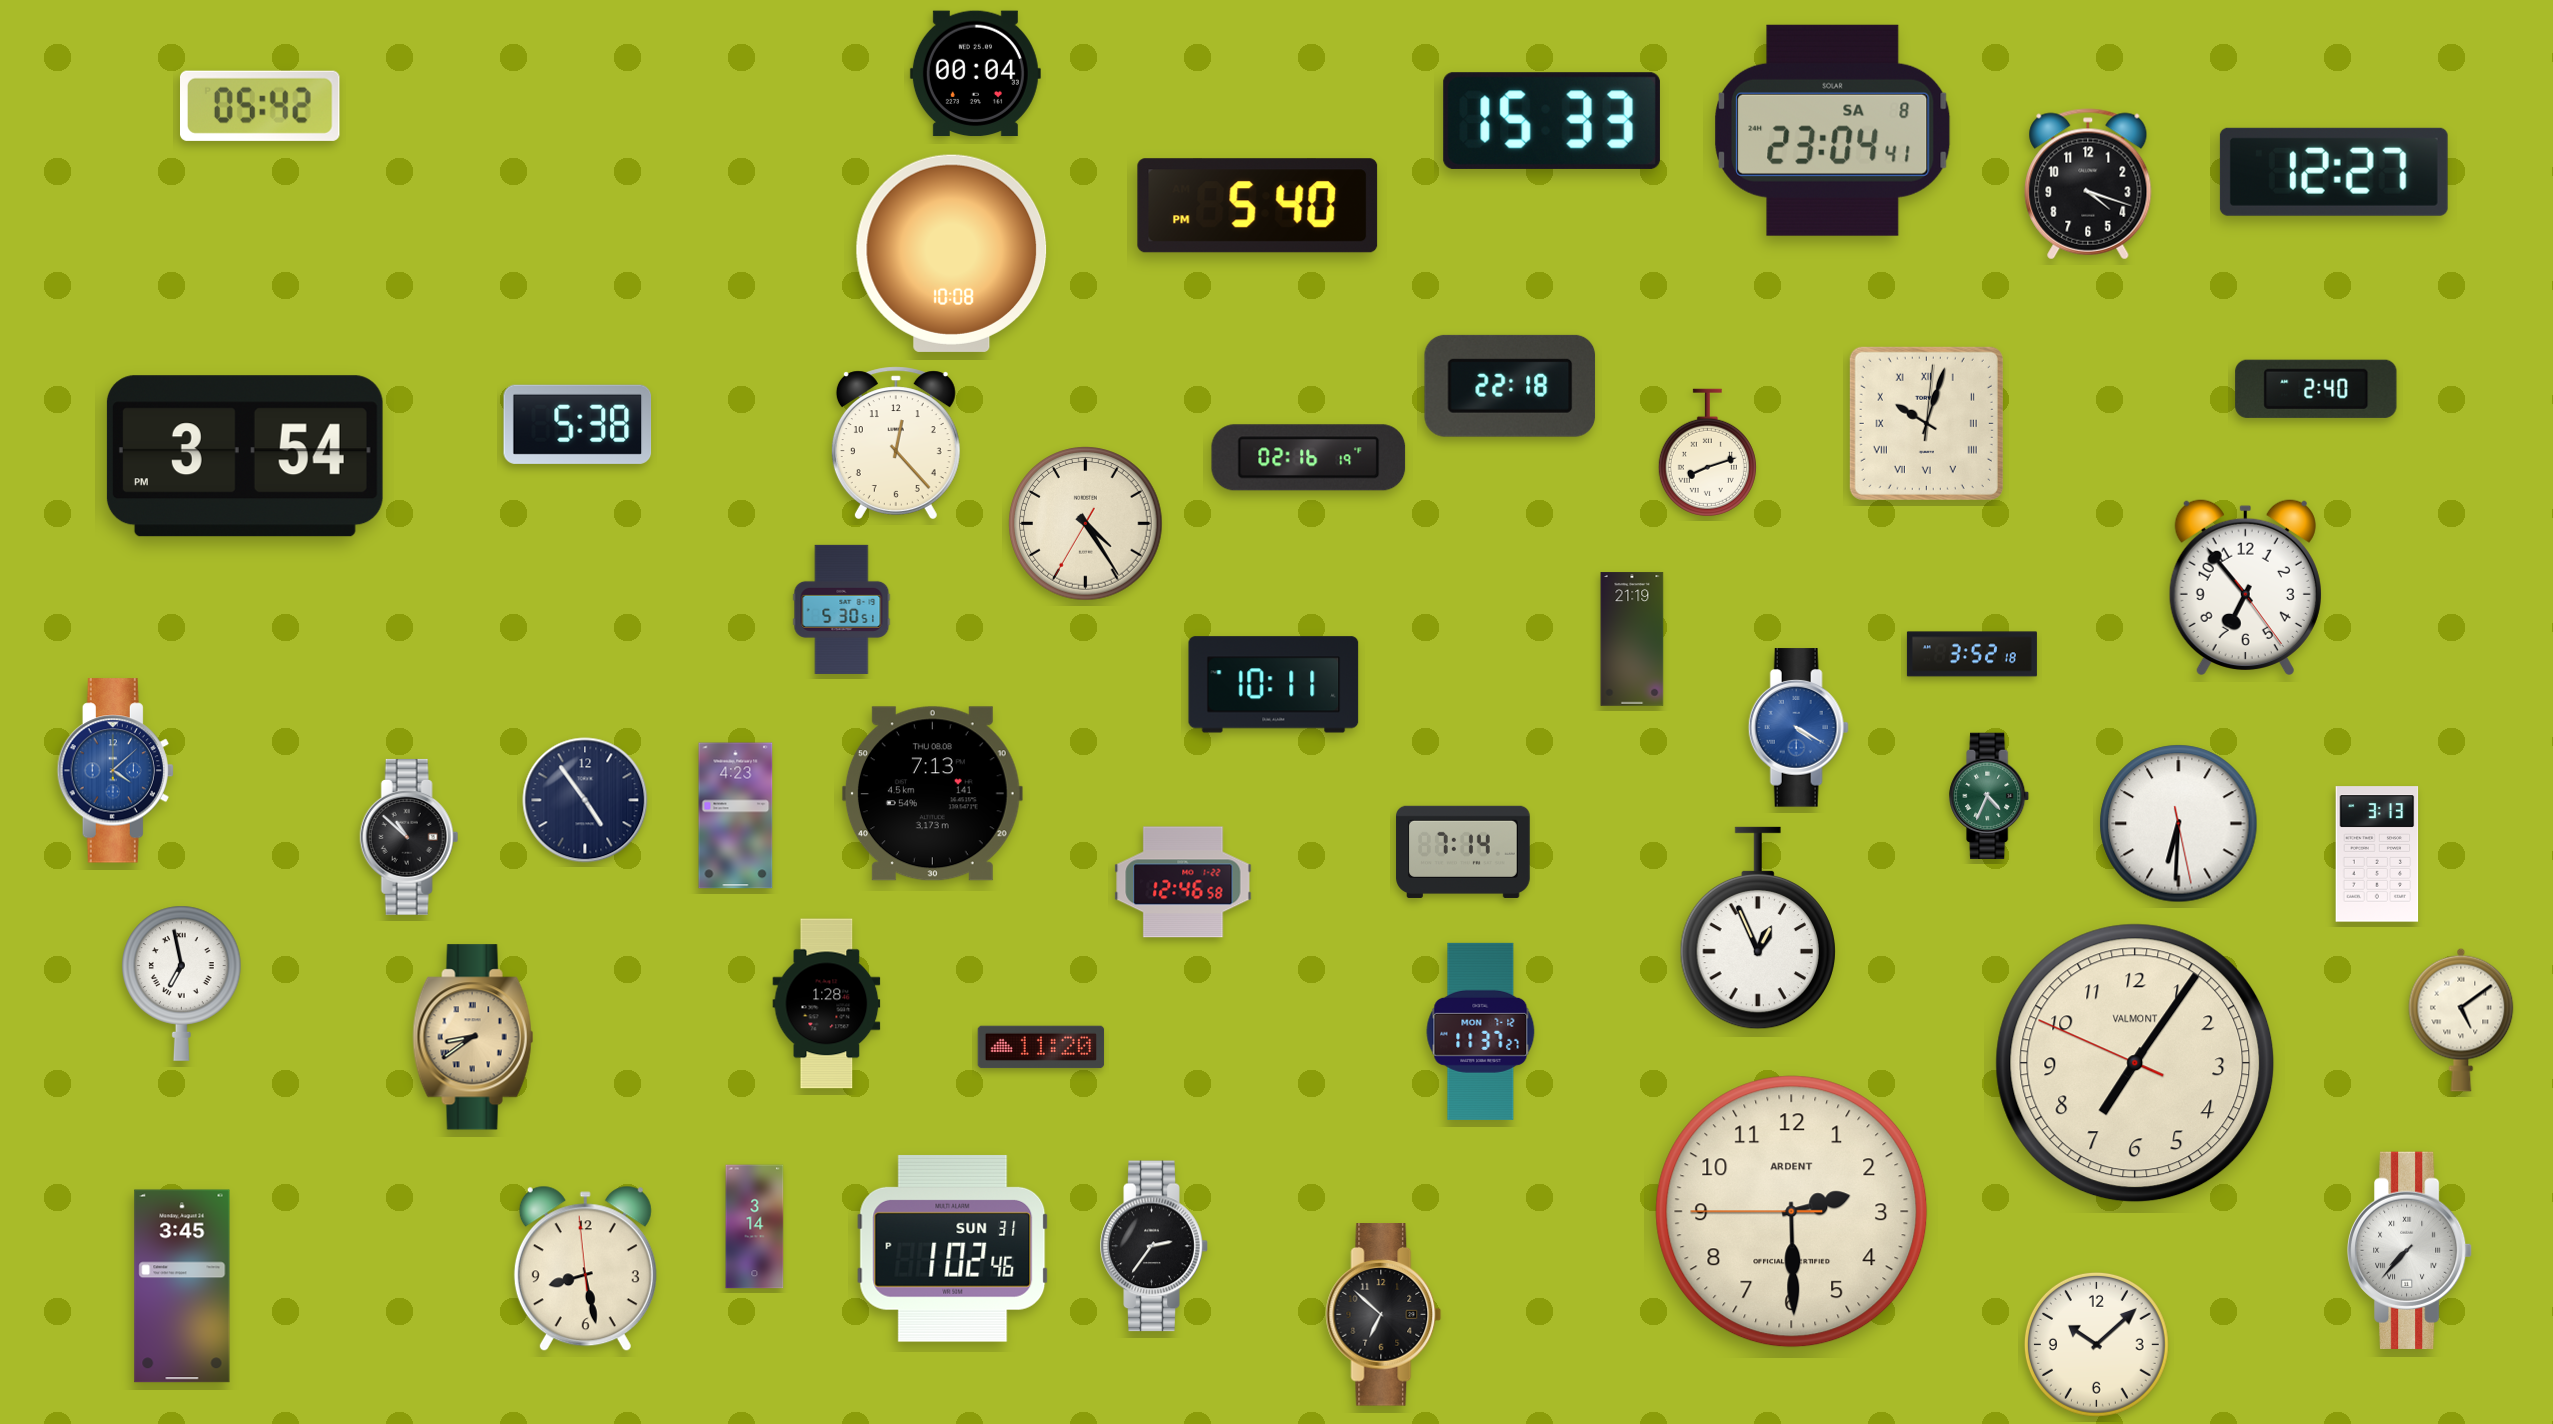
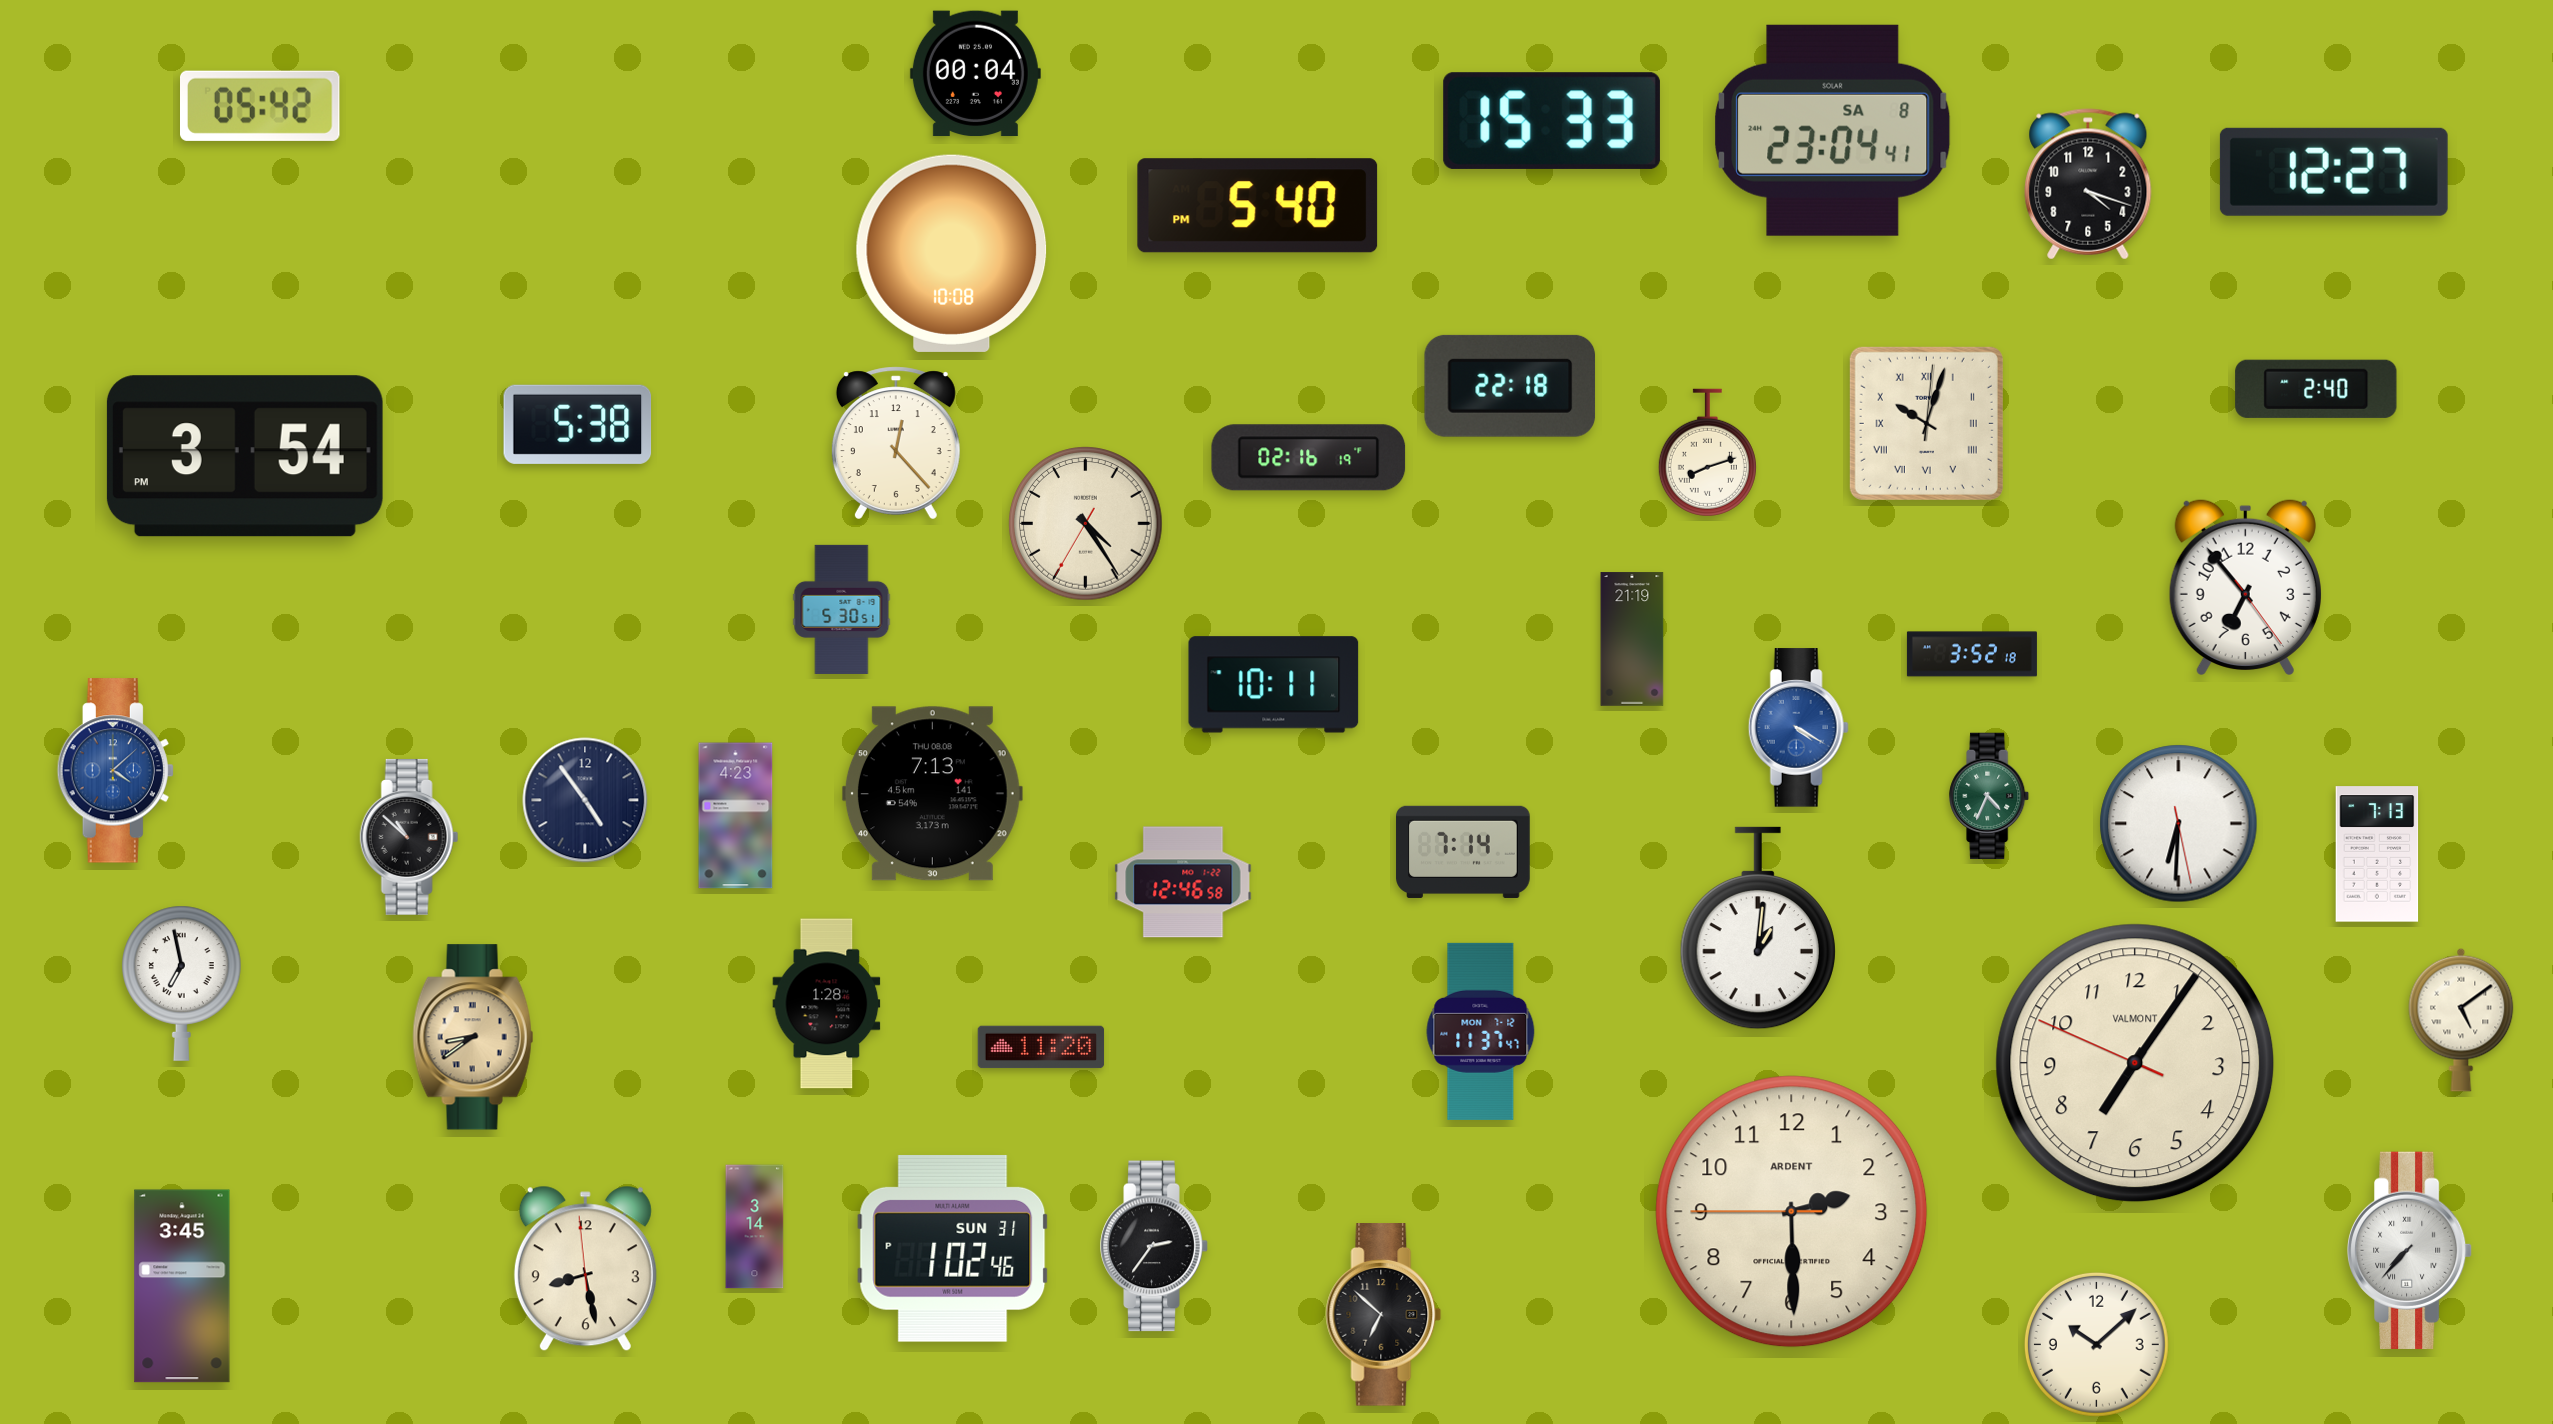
clock at (2377, 854): 3:13 -> 7:13
clock at (1758, 928): 12:56 -> 1:01
clock at (1481, 1031): 11:37:27 -> 11:37:47
